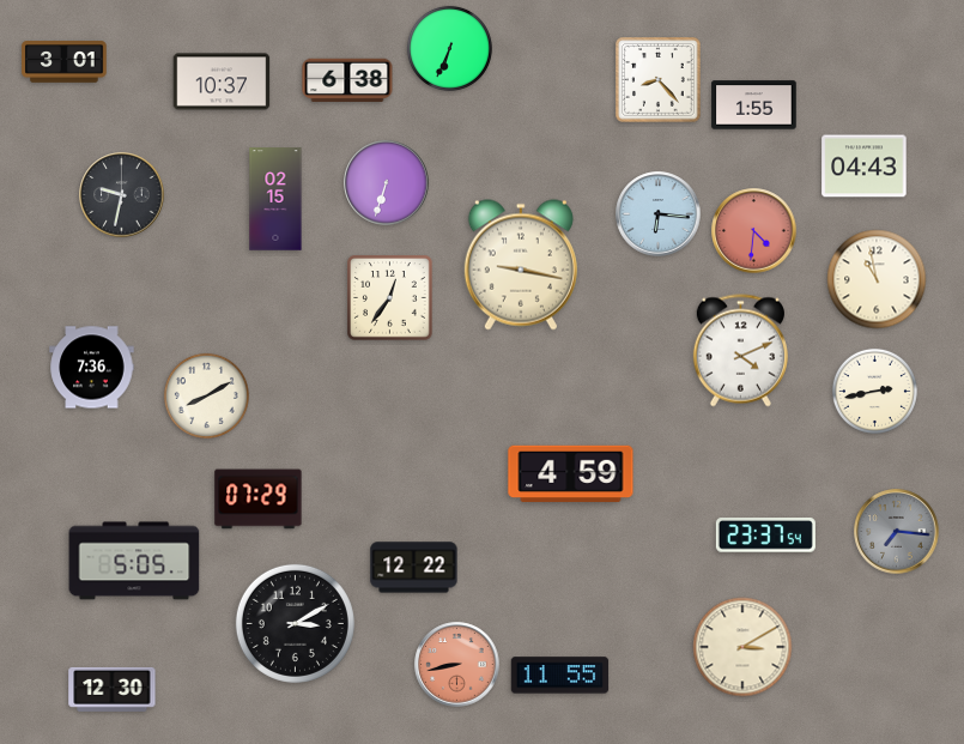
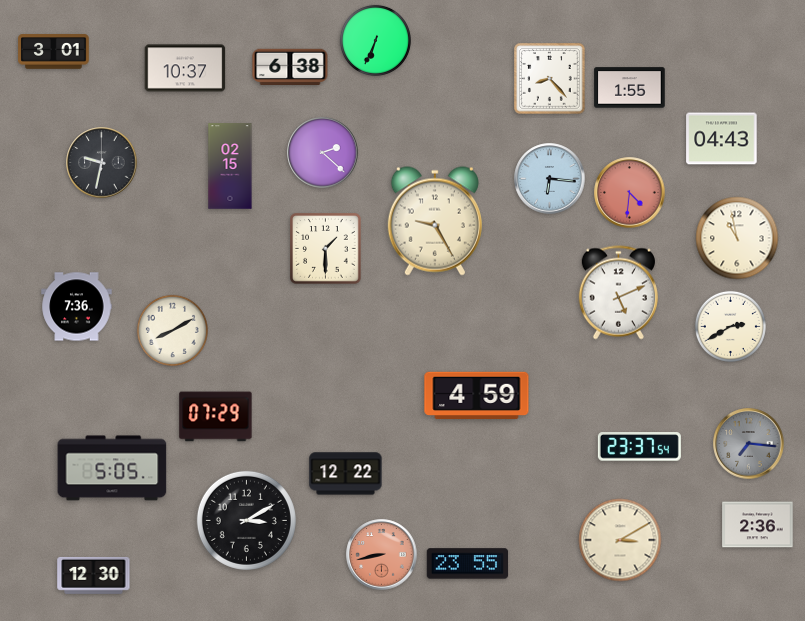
clock at (659, 80) position: (659, 80) -> (550, 79)
clock at (387, 183): 6:33 -> 2:22
clock at (521, 265): 9:17 -> 9:25
clock at (877, 279) position: (877, 279) -> (737, 238)
clock at (390, 298): 12:36 -> 1:30
clock at (740, 351): 4:11 -> 5:11
clock at (874, 391): 2:43 -> 2:40
clock at (758, 525): none -> 2:36
clock at (560, 676): 11:55 -> 23:55
